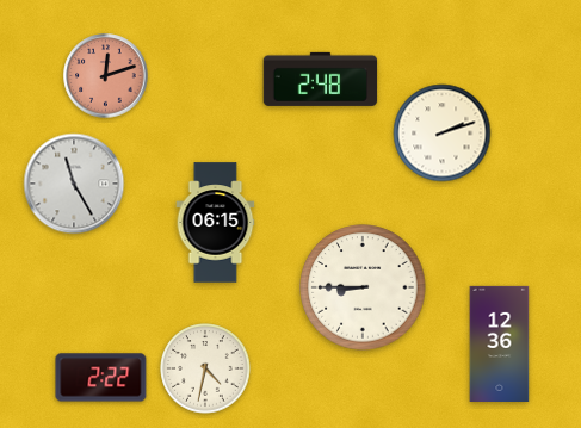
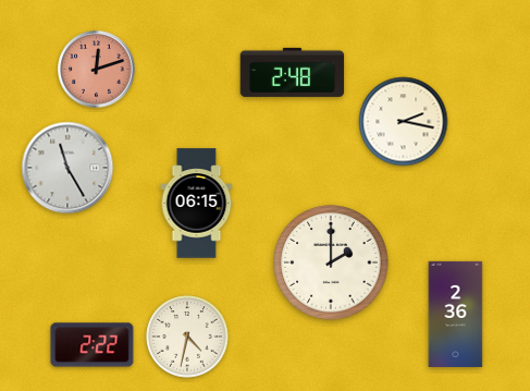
clock at (443, 134): 2:12 -> 2:17
clock at (363, 287): 8:45 -> 2:00
clock at (500, 343): 12:36 -> 2:36
